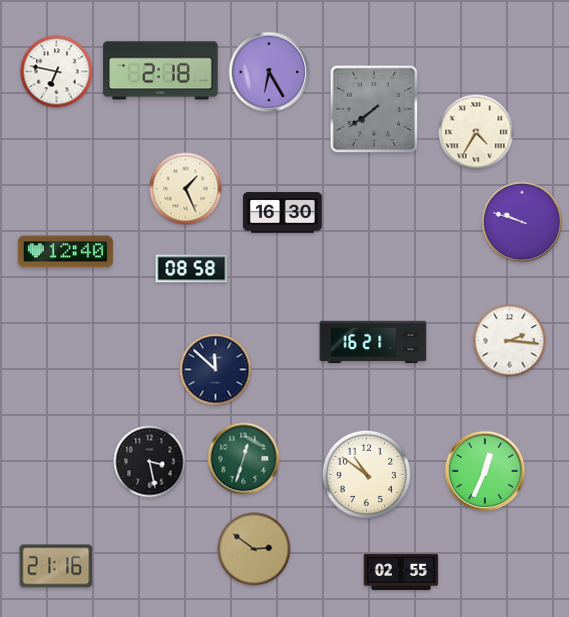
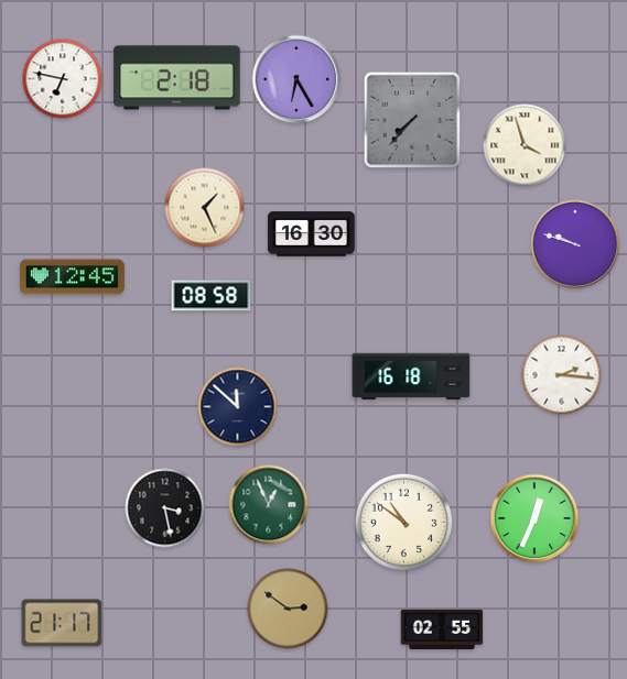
clock at (374, 109): 7:39 -> 7:37
clock at (476, 132): 4:35 -> 3:57
clock at (65, 252): 12:40 -> 12:45
clock at (373, 342): 16:21 -> 16:18
clock at (244, 459): 12:33 -> 12:56
clock at (254, 549) position: (254, 549) -> (288, 609)
clock at (56, 566): 21:16 -> 21:17
